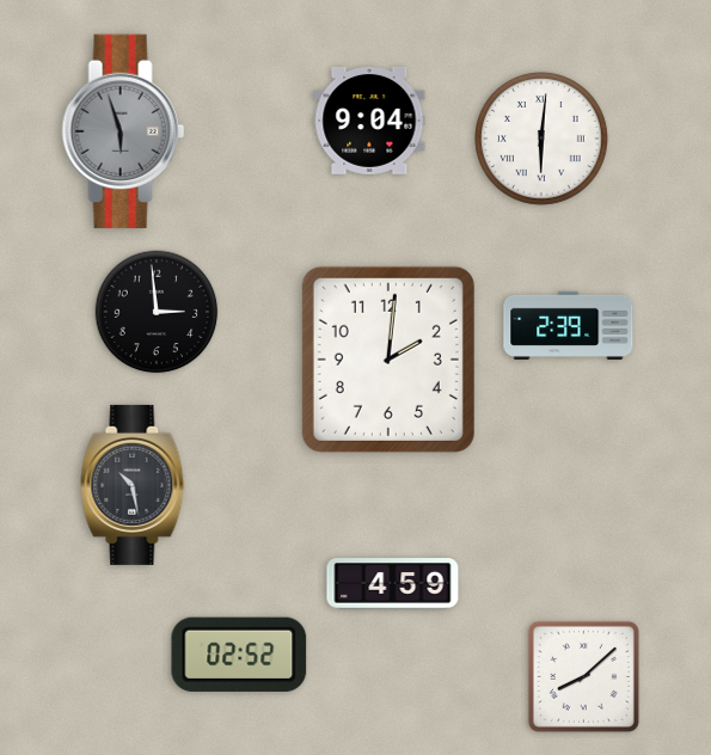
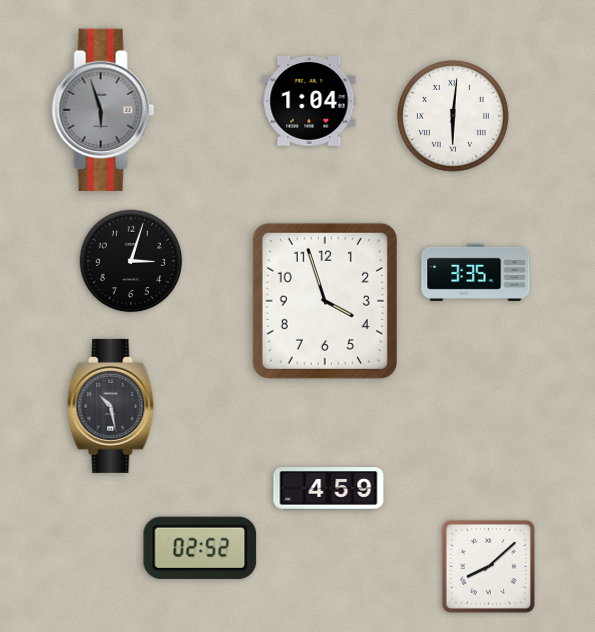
clock at (369, 121): 9:04 -> 1:04
clock at (157, 312): 2:59 -> 3:03
clock at (569, 325): 2:39 -> 3:35
clock at (388, 360): 2:01 -> 3:57
